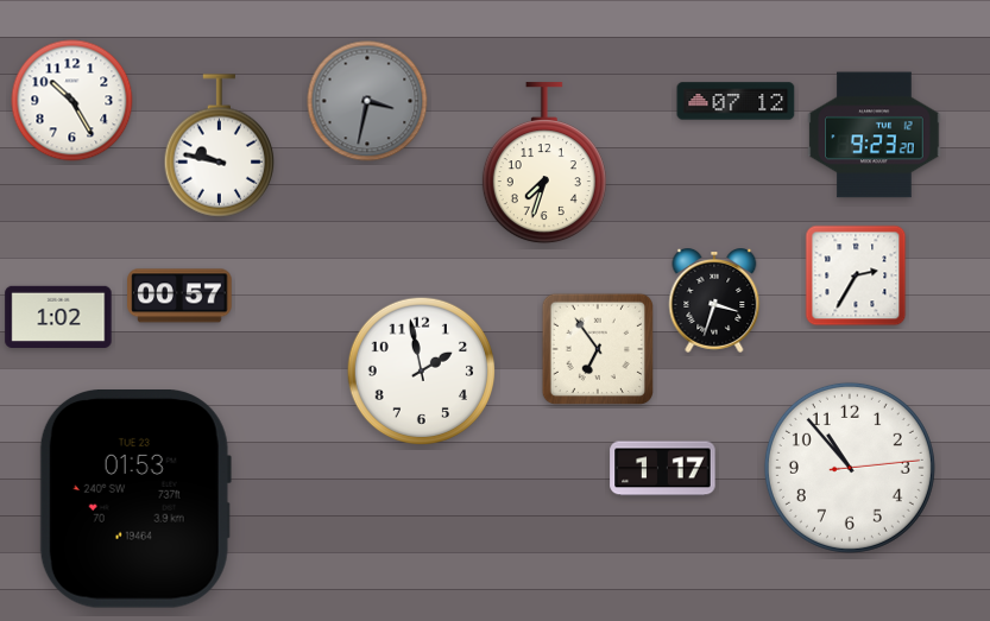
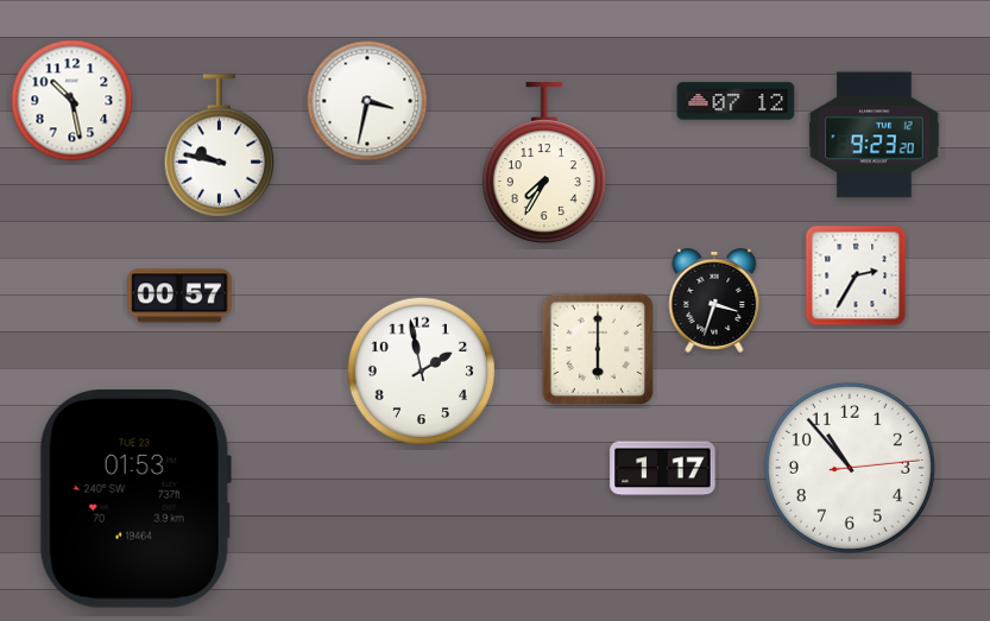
clock at (72, 101): 10:25 -> 10:28
clock at (367, 101) dial: grey -> white
clock at (544, 164): 7:33 -> 7:35
clock at (58, 316): 1:02 -> none
clock at (597, 348): 6:54 -> 6:00
